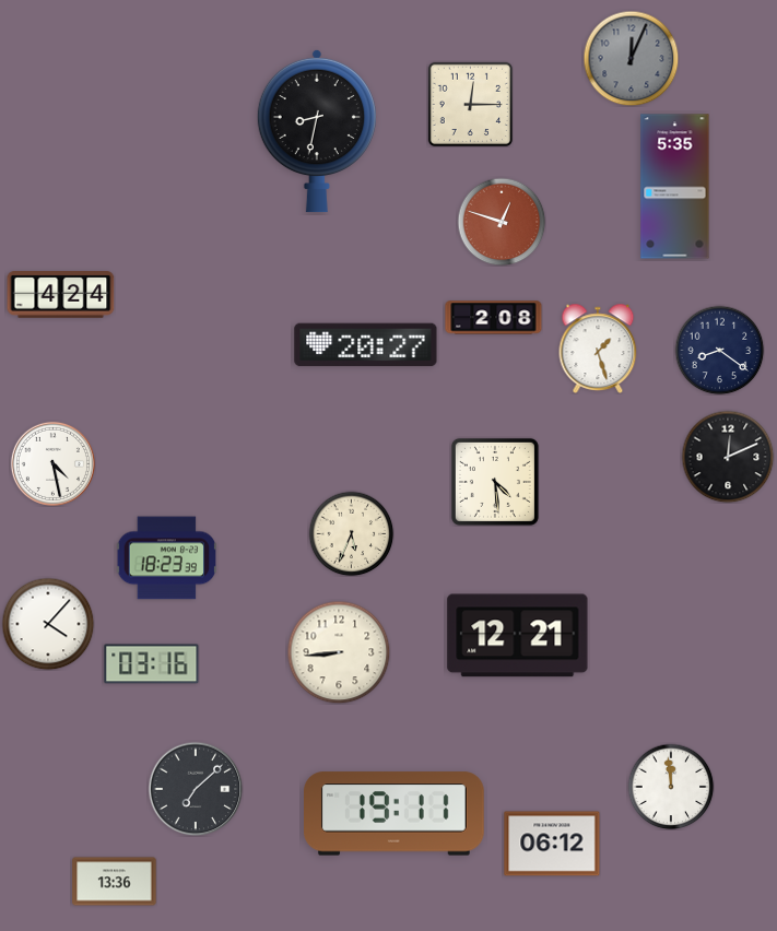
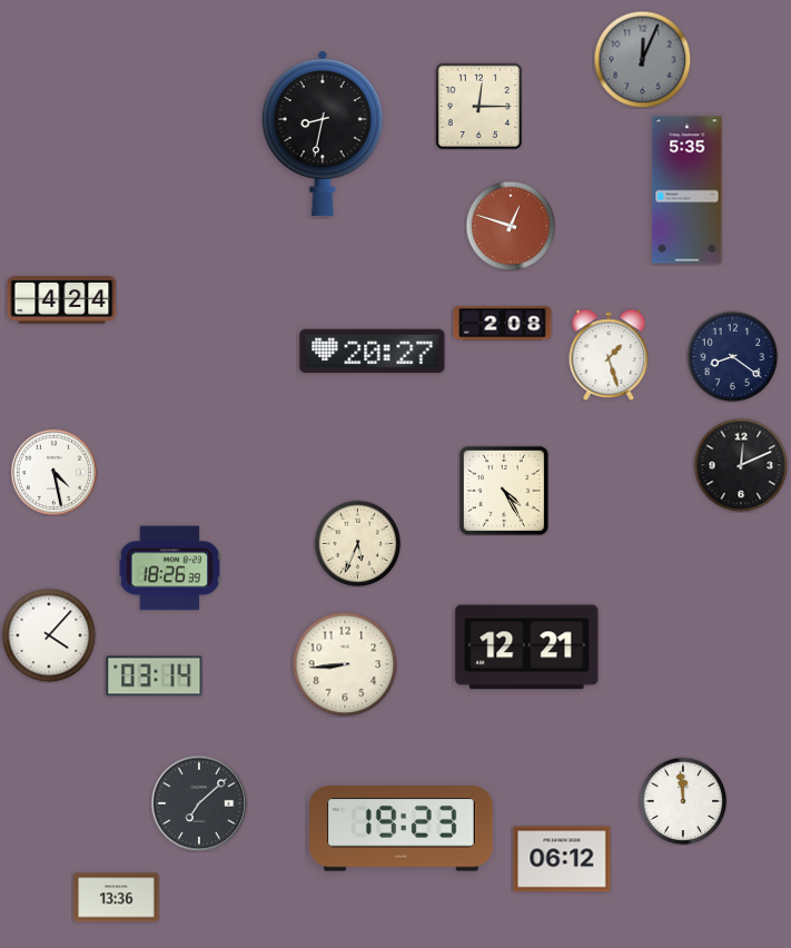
clock at (495, 482): 4:29 -> 4:25
clock at (166, 558): 18:23 -> 18:26
clock at (152, 664): 03:16 -> 03:14
clock at (395, 814): 19:11 -> 19:23
